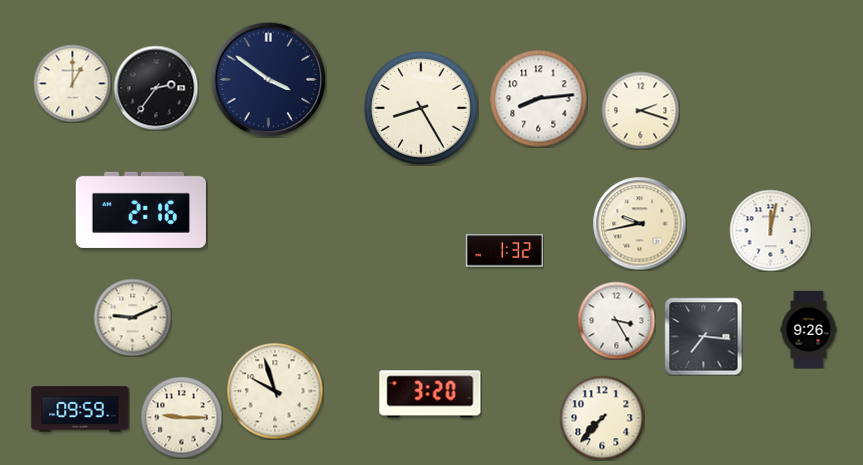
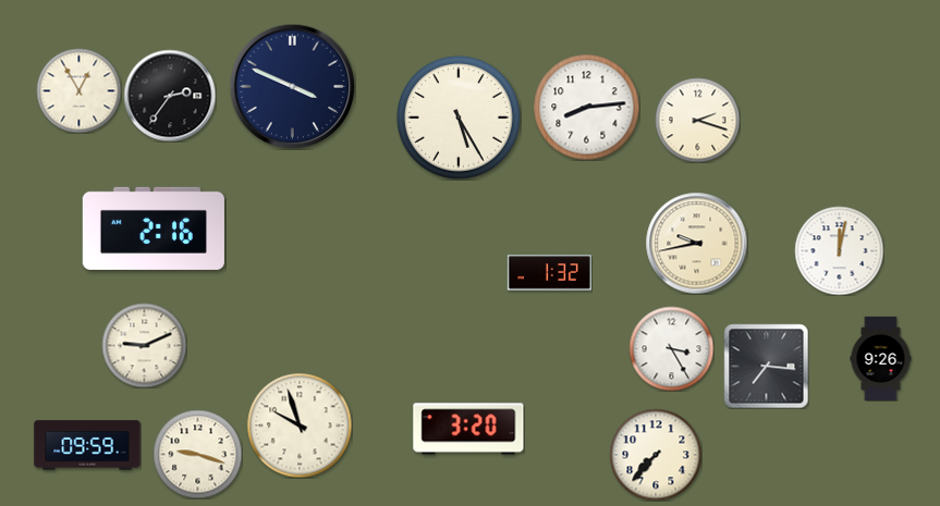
clock at (268, 79): 3:51 -> 3:49
clock at (72, 83): 1:00 -> 12:55
clock at (421, 108): 8:25 -> 5:25
clock at (181, 417): 9:15 -> 9:18
